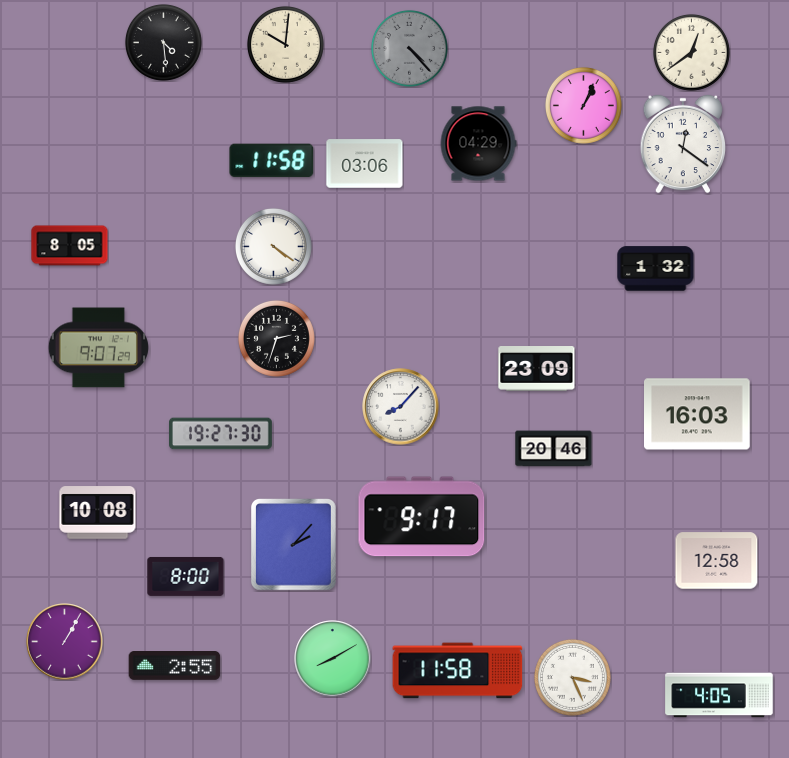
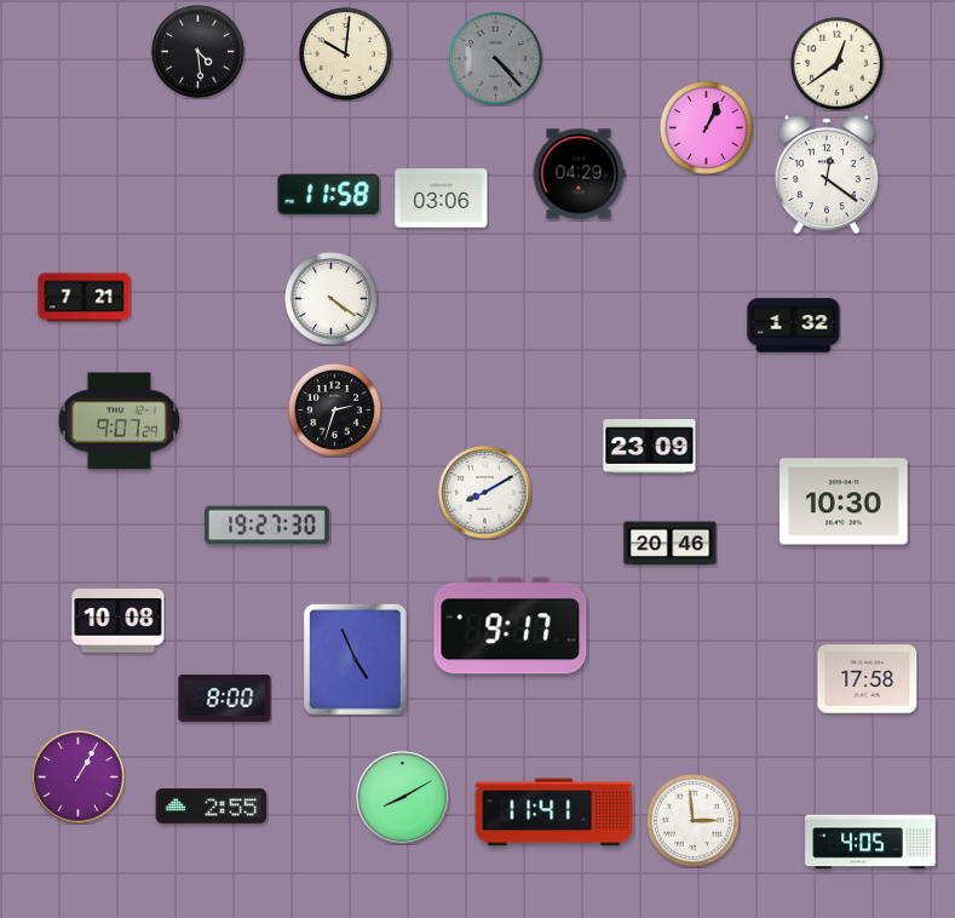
clock at (70, 246): 8:05 -> 7:21
clock at (401, 407): 8:07 -> 8:10
clock at (697, 414): 16:03 -> 10:30
clock at (294, 545): 2:07 -> 4:56
clock at (717, 561): 12:58 -> 17:58
clock at (458, 671): 11:58 -> 11:41
clock at (572, 677): 3:26 -> 2:59
